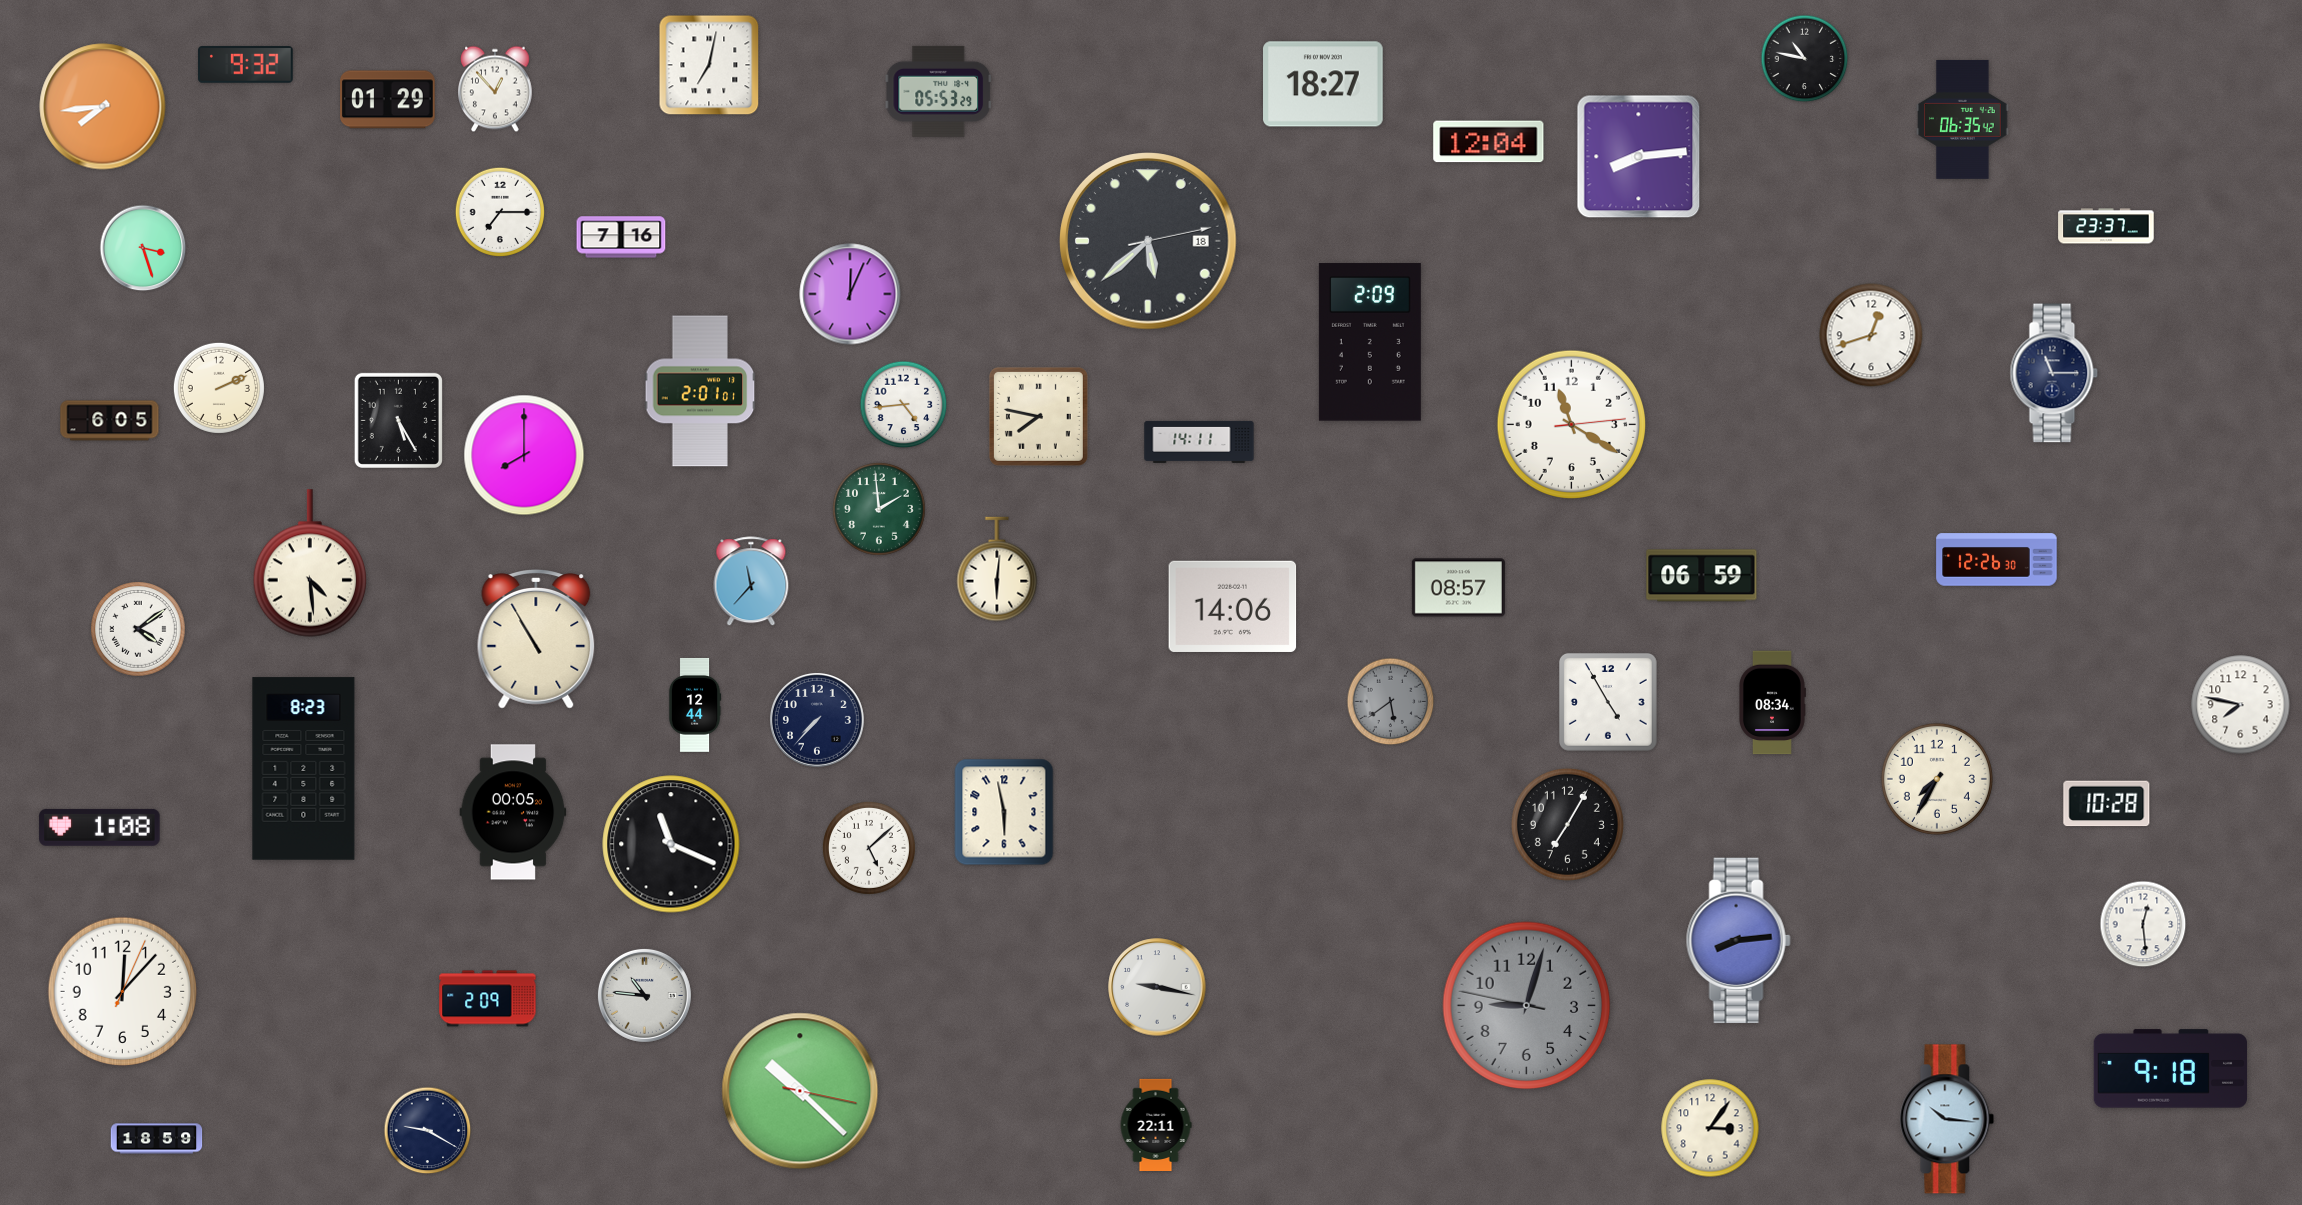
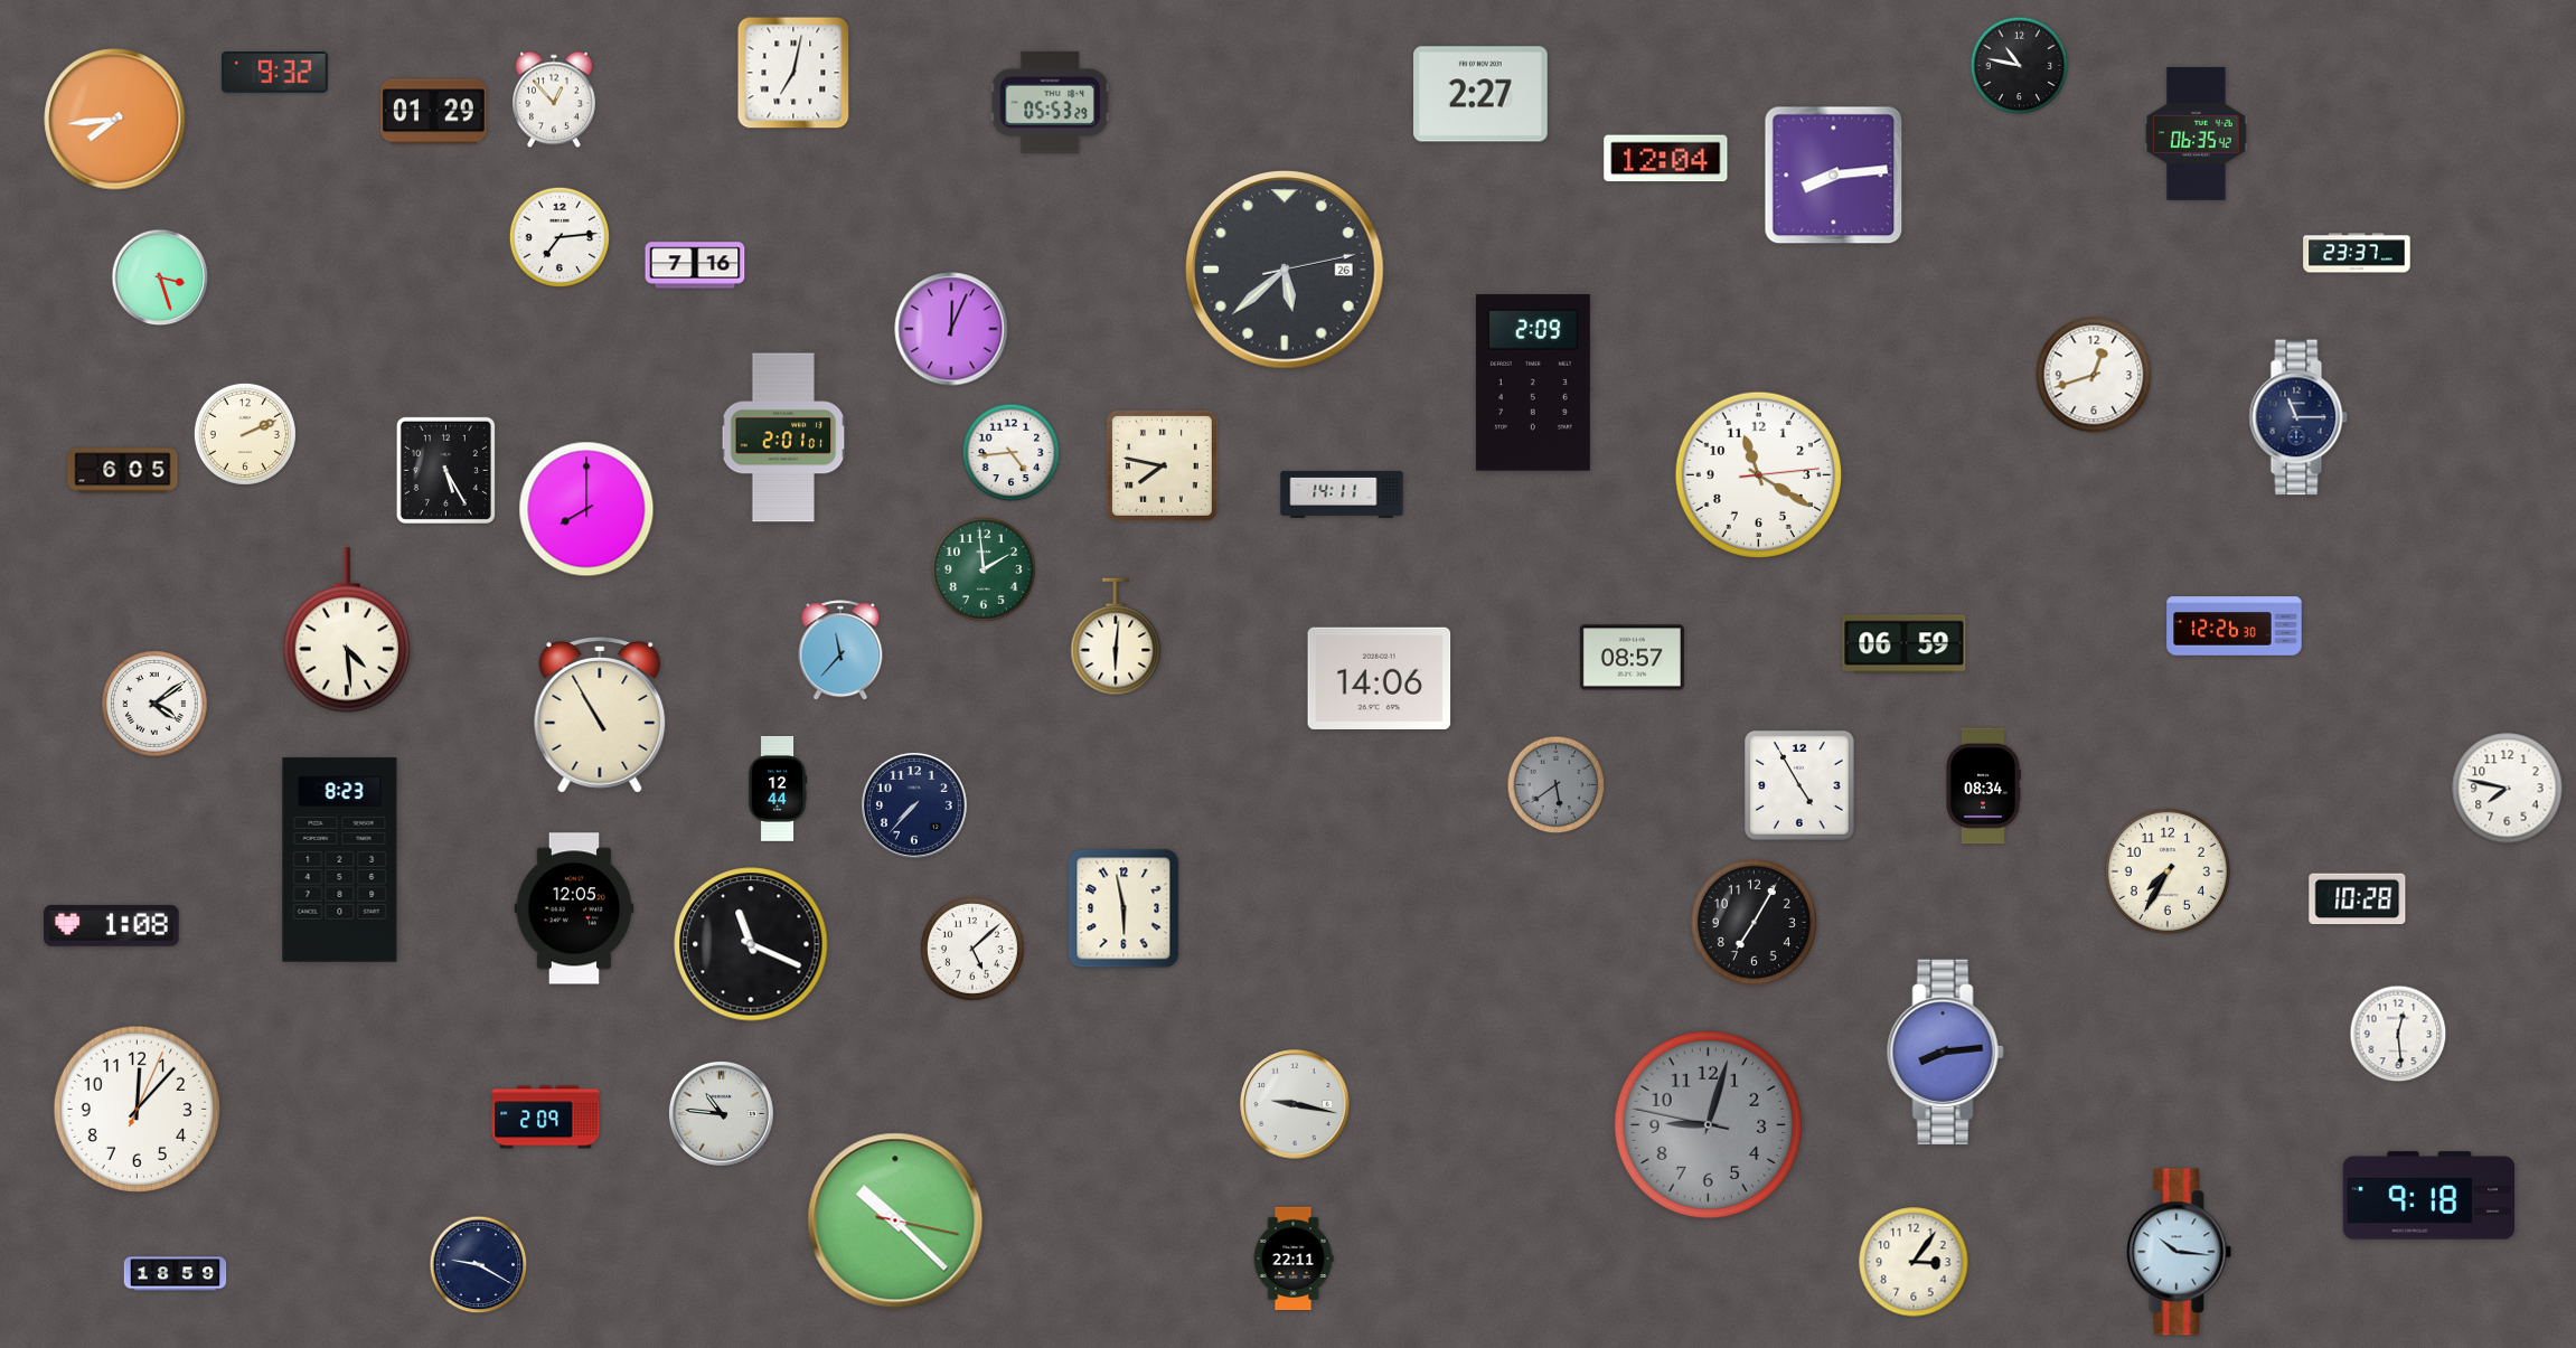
clock at (1324, 84): 18:27 -> 2:27
clock at (500, 212): 7:15 -> 7:14
clock at (1148, 241) date: 18 -> 26
clock at (513, 812): 00:05 -> 12:05
